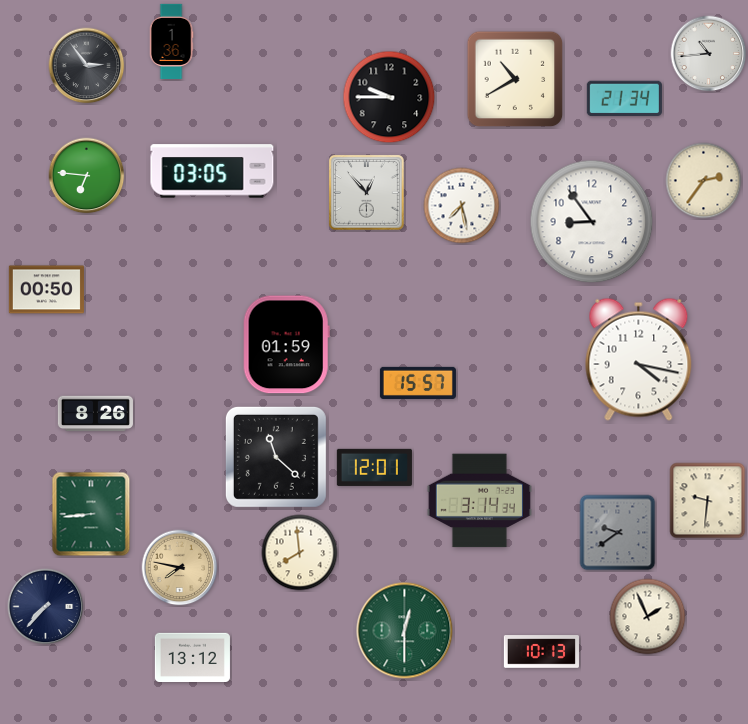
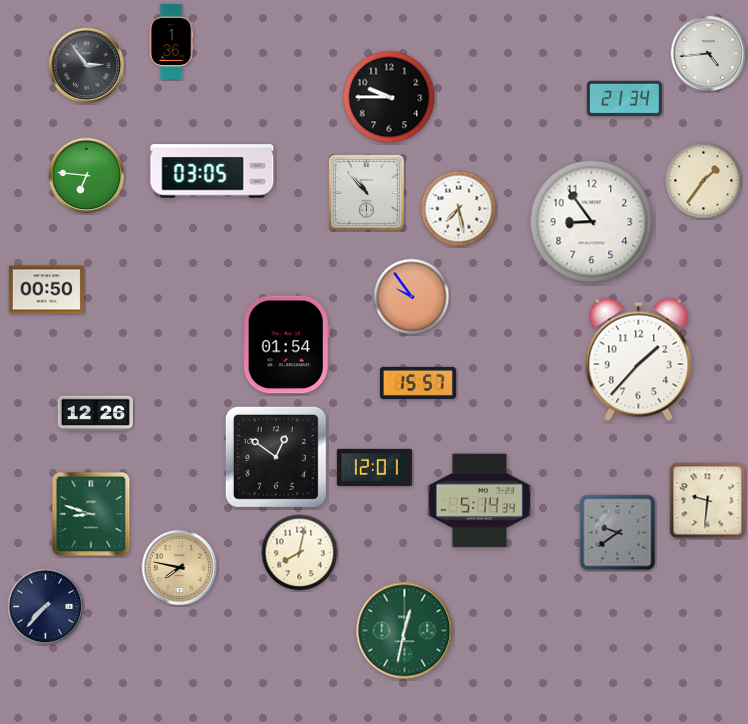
clock at (709, 54): 10:44 -> 4:44
clock at (515, 79): 10:40 -> none
clock at (704, 181): 2:36 -> 1:36
clock at (366, 192): 12:53 -> 10:53
clock at (462, 206) position: (462, 206) -> (459, 209)
clock at (412, 297): none -> 9:54
clock at (286, 345): 01:59 -> 01:54
clock at (639, 359): 4:17 -> 1:37
clock at (95, 414): 8:26 -> 12:26
clock at (276, 457): 11:22 -> 12:51
clock at (479, 501): 3:14 -> 5:14
clock at (91, 514): 8:44 -> 8:48
clock at (300, 553): 7:59 -> 8:02
clock at (648, 617): 1:56 -> none
clock at (405, 631): 12:30 -> 12:32
clock at (541, 652): 10:13 -> none
clock at (192, 657): 13:12 -> none
